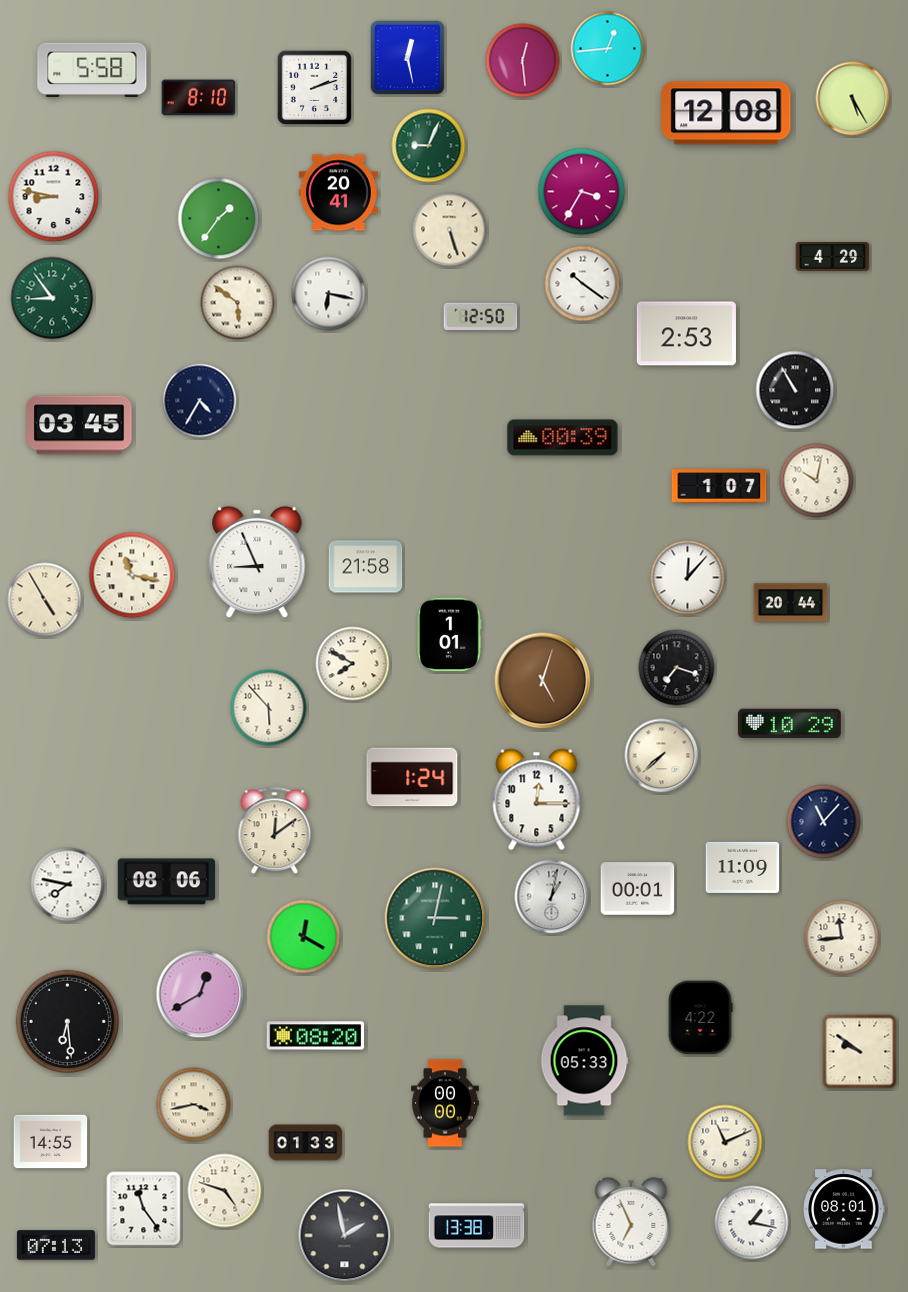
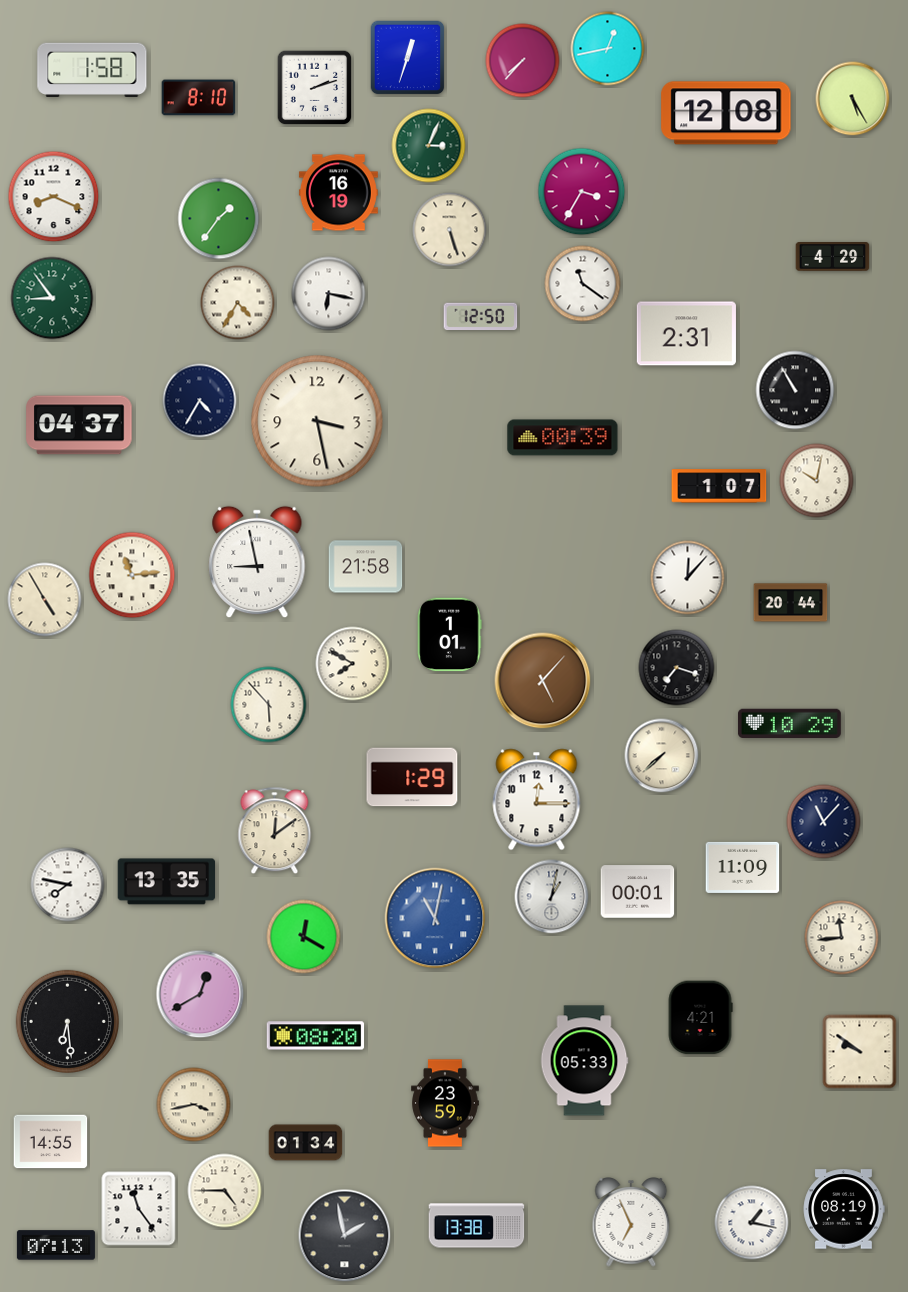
clock at (608, 49): 12:44 -> 12:43
clock at (408, 58): 12:28 -> 12:33
clock at (523, 61): 12:29 -> 7:37
clock at (92, 69): 5:58 -> 1:58
clock at (429, 146): 9:04 -> 3:04
clock at (338, 193): 20:41 -> 16:19
clock at (54, 197): 8:47 -> 8:19
clock at (583, 284): 10:21 -> 11:21
clock at (238, 303): 5:51 -> 4:35
clock at (686, 334): 2:53 -> 2:31
clock at (317, 421): none -> 3:28
clock at (79, 425): 03:45 -> 04:37
clock at (257, 562): 8:56 -> 8:58
clock at (132, 575): 11:17 -> 11:14
clock at (543, 681): 5:03 -> 5:07
clock at (269, 708) position: (269, 708) -> (269, 705)
clock at (412, 777): 1:24 -> 1:29
clock at (167, 882): 08:06 -> 13:35
clock at (638, 889) position: (638, 889) -> (638, 892)
clock at (435, 918): 3:02 -> 11:02
clock at (435, 918) dial: green -> blue
clock at (700, 1018): 4:22 -> 4:21
clock at (445, 1103): 00:00 -> 23:59
clock at (725, 1142): 11:11 -> none
clock at (306, 1143): 01:33 -> 01:34
clock at (225, 1191): 4:48 -> 4:45
clock at (144, 1209) position: (144, 1209) -> (139, 1209)
clock at (844, 1209): 08:01 -> 08:19
